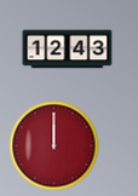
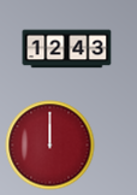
clock at (54, 146) position: (54, 146) -> (50, 146)
